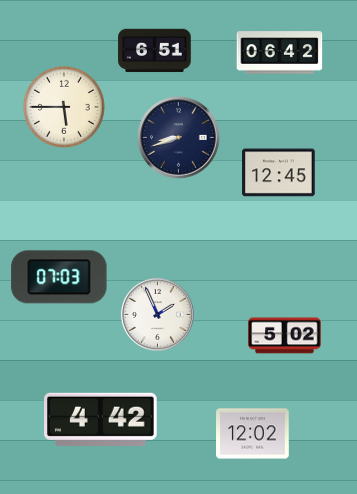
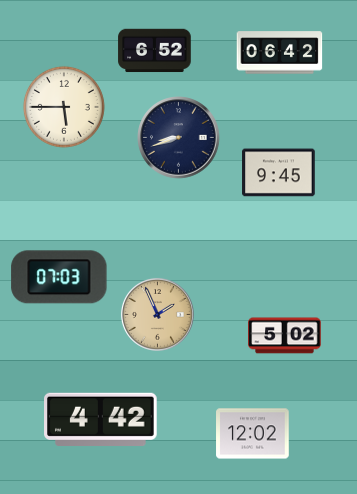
clock at (155, 51): 6:51 -> 6:52
clock at (279, 173): 12:45 -> 9:45
clock at (157, 314) dial: white -> champagne
